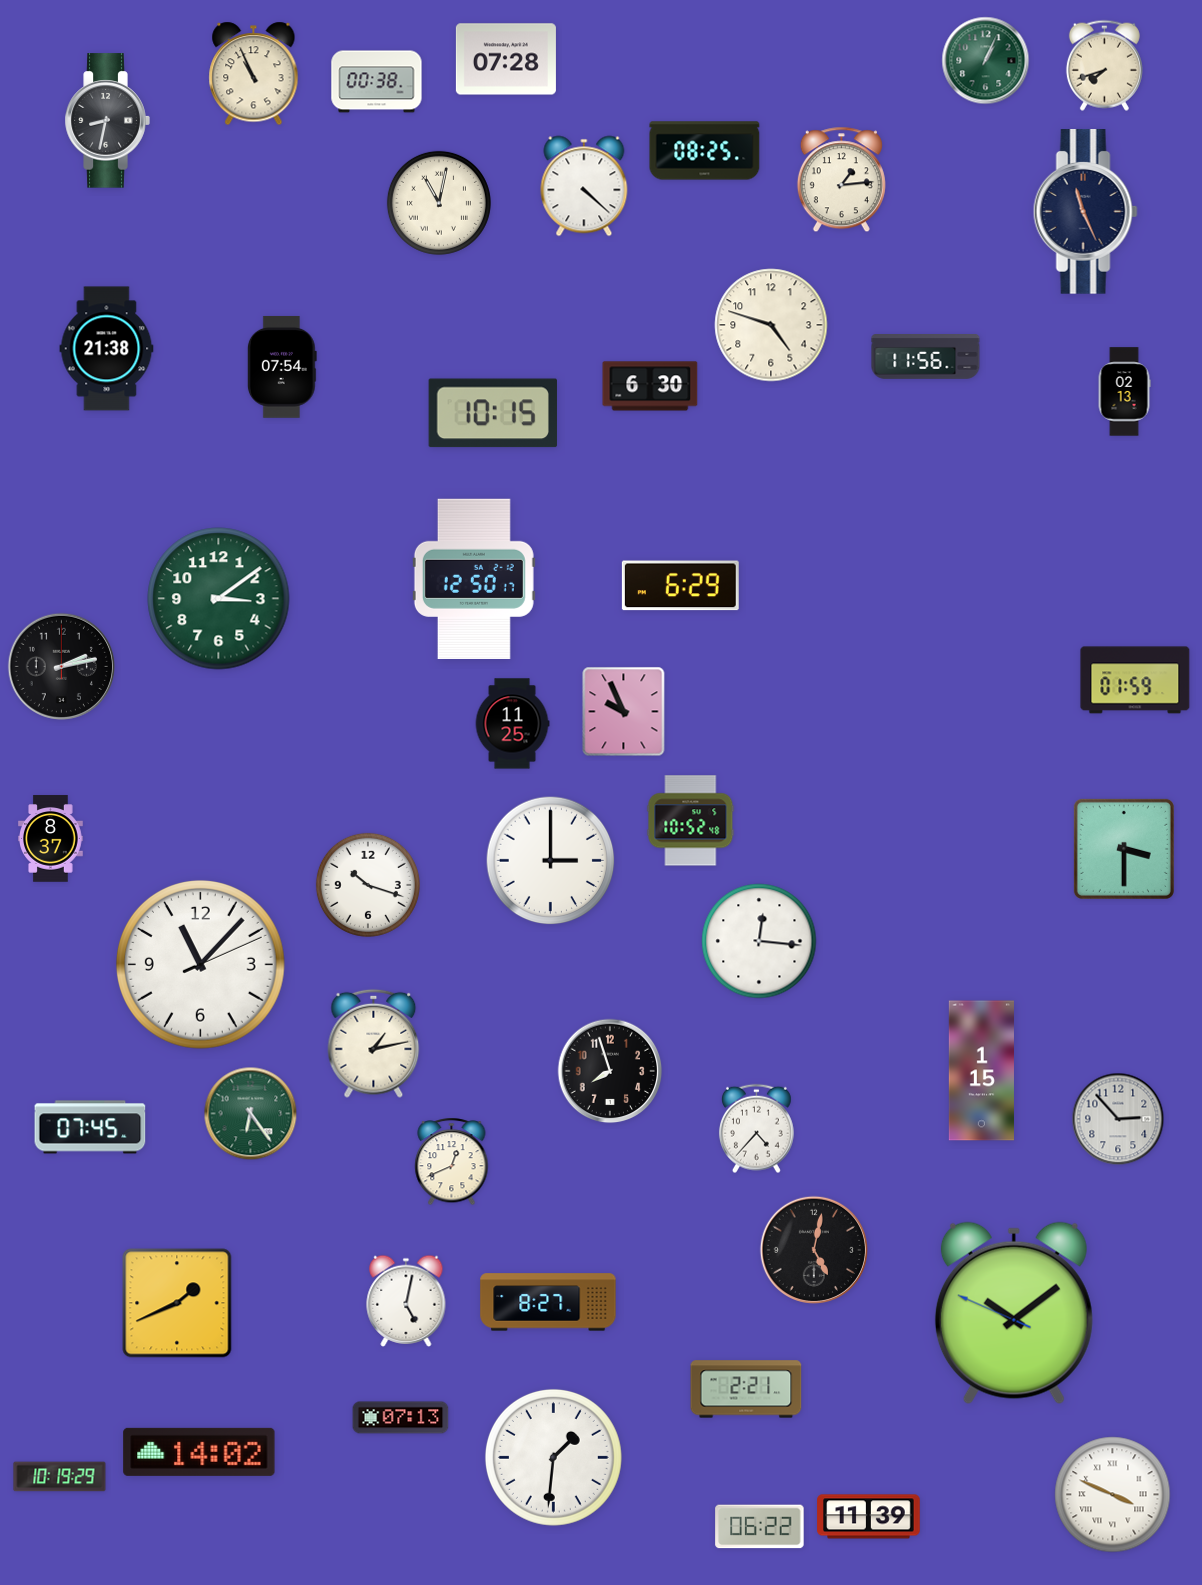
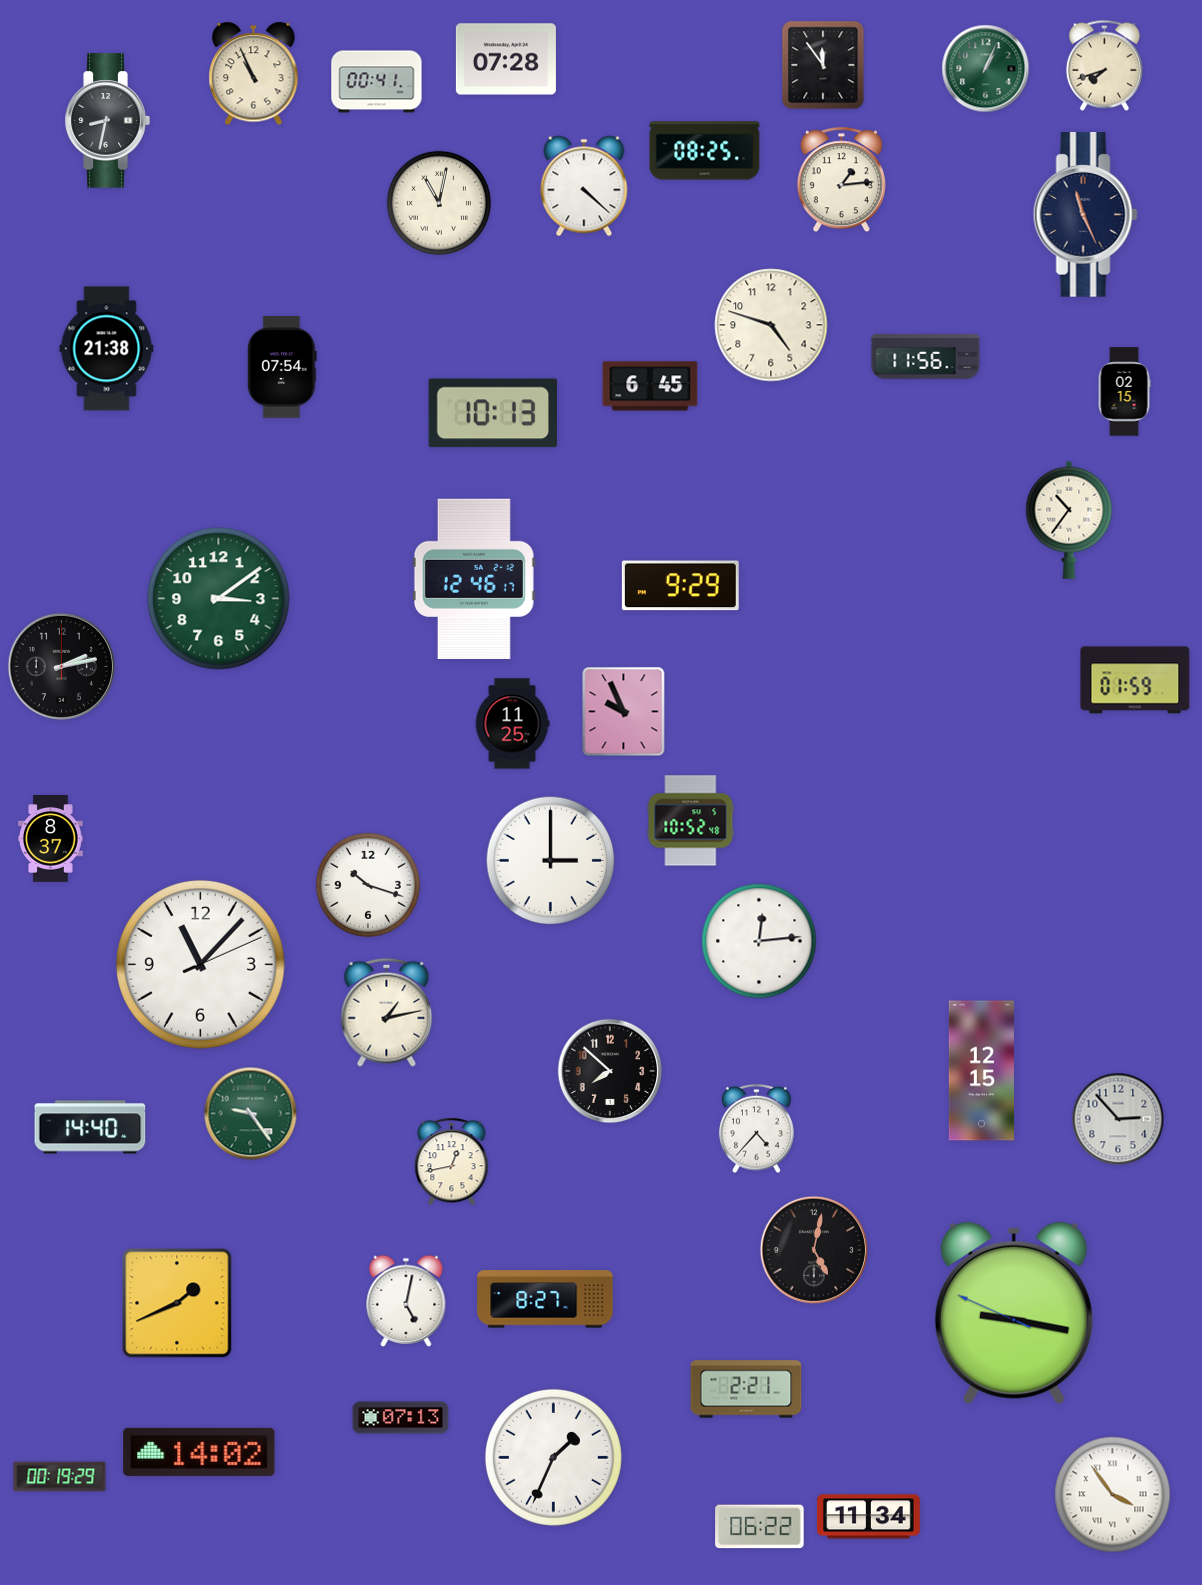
clock at (986, 61) position: (986, 61) -> (986, 69)
clock at (823, 65): none -> 11:54
clock at (377, 82): 00:38 -> 00:41
clock at (1085, 212) position: (1085, 212) -> (1085, 215)
clock at (650, 386): 6:30 -> 6:45
clock at (1124, 392): 02:13 -> 02:15
clock at (493, 413): 10:15 -> 10:13
clock at (1069, 520): none -> 10:36
clock at (474, 579): 12:50 -> 12:46
clock at (680, 586): 6:29 -> 9:29
clock at (1124, 849): 3:30 -> none
clock at (759, 941): 12:16 -> 12:14
clock at (374, 1043) position: (374, 1043) -> (387, 1012)
clock at (610, 1071): 7:57 -> 7:52
clock at (981, 1071): 1:15 -> 12:15
clock at (251, 1114): 6:24 -> 9:24
clock at (90, 1127): 07:45 -> 14:40
clock at (452, 1162): 12:41 -> 12:43
clock at (548, 1302) position: (548, 1302) -> (545, 1299)
clock at (1014, 1313): 10:08 -> 9:16
clock at (553, 1457): 1:31 -> 1:34
clock at (60, 1477): 10:19 -> 00:19
clock at (1113, 1495): 3:49 -> 3:54
clock at (869, 1517): 11:39 -> 11:34
